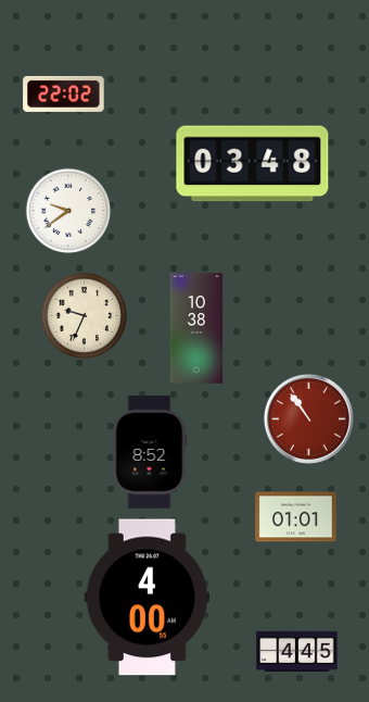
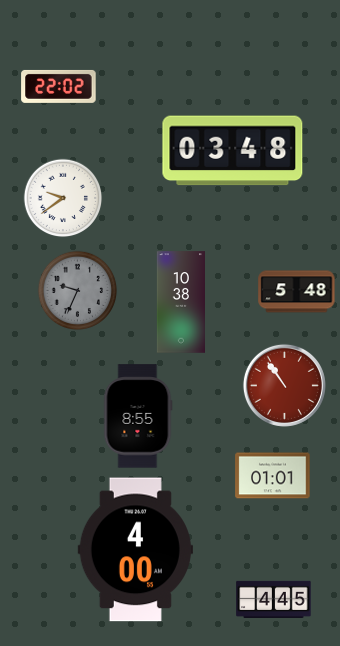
clock at (68, 211) position: (68, 211) -> (63, 198)
clock at (85, 316) dial: cream -> grey
clock at (297, 292): none -> 5:48
clock at (150, 452): 8:52 -> 8:55
